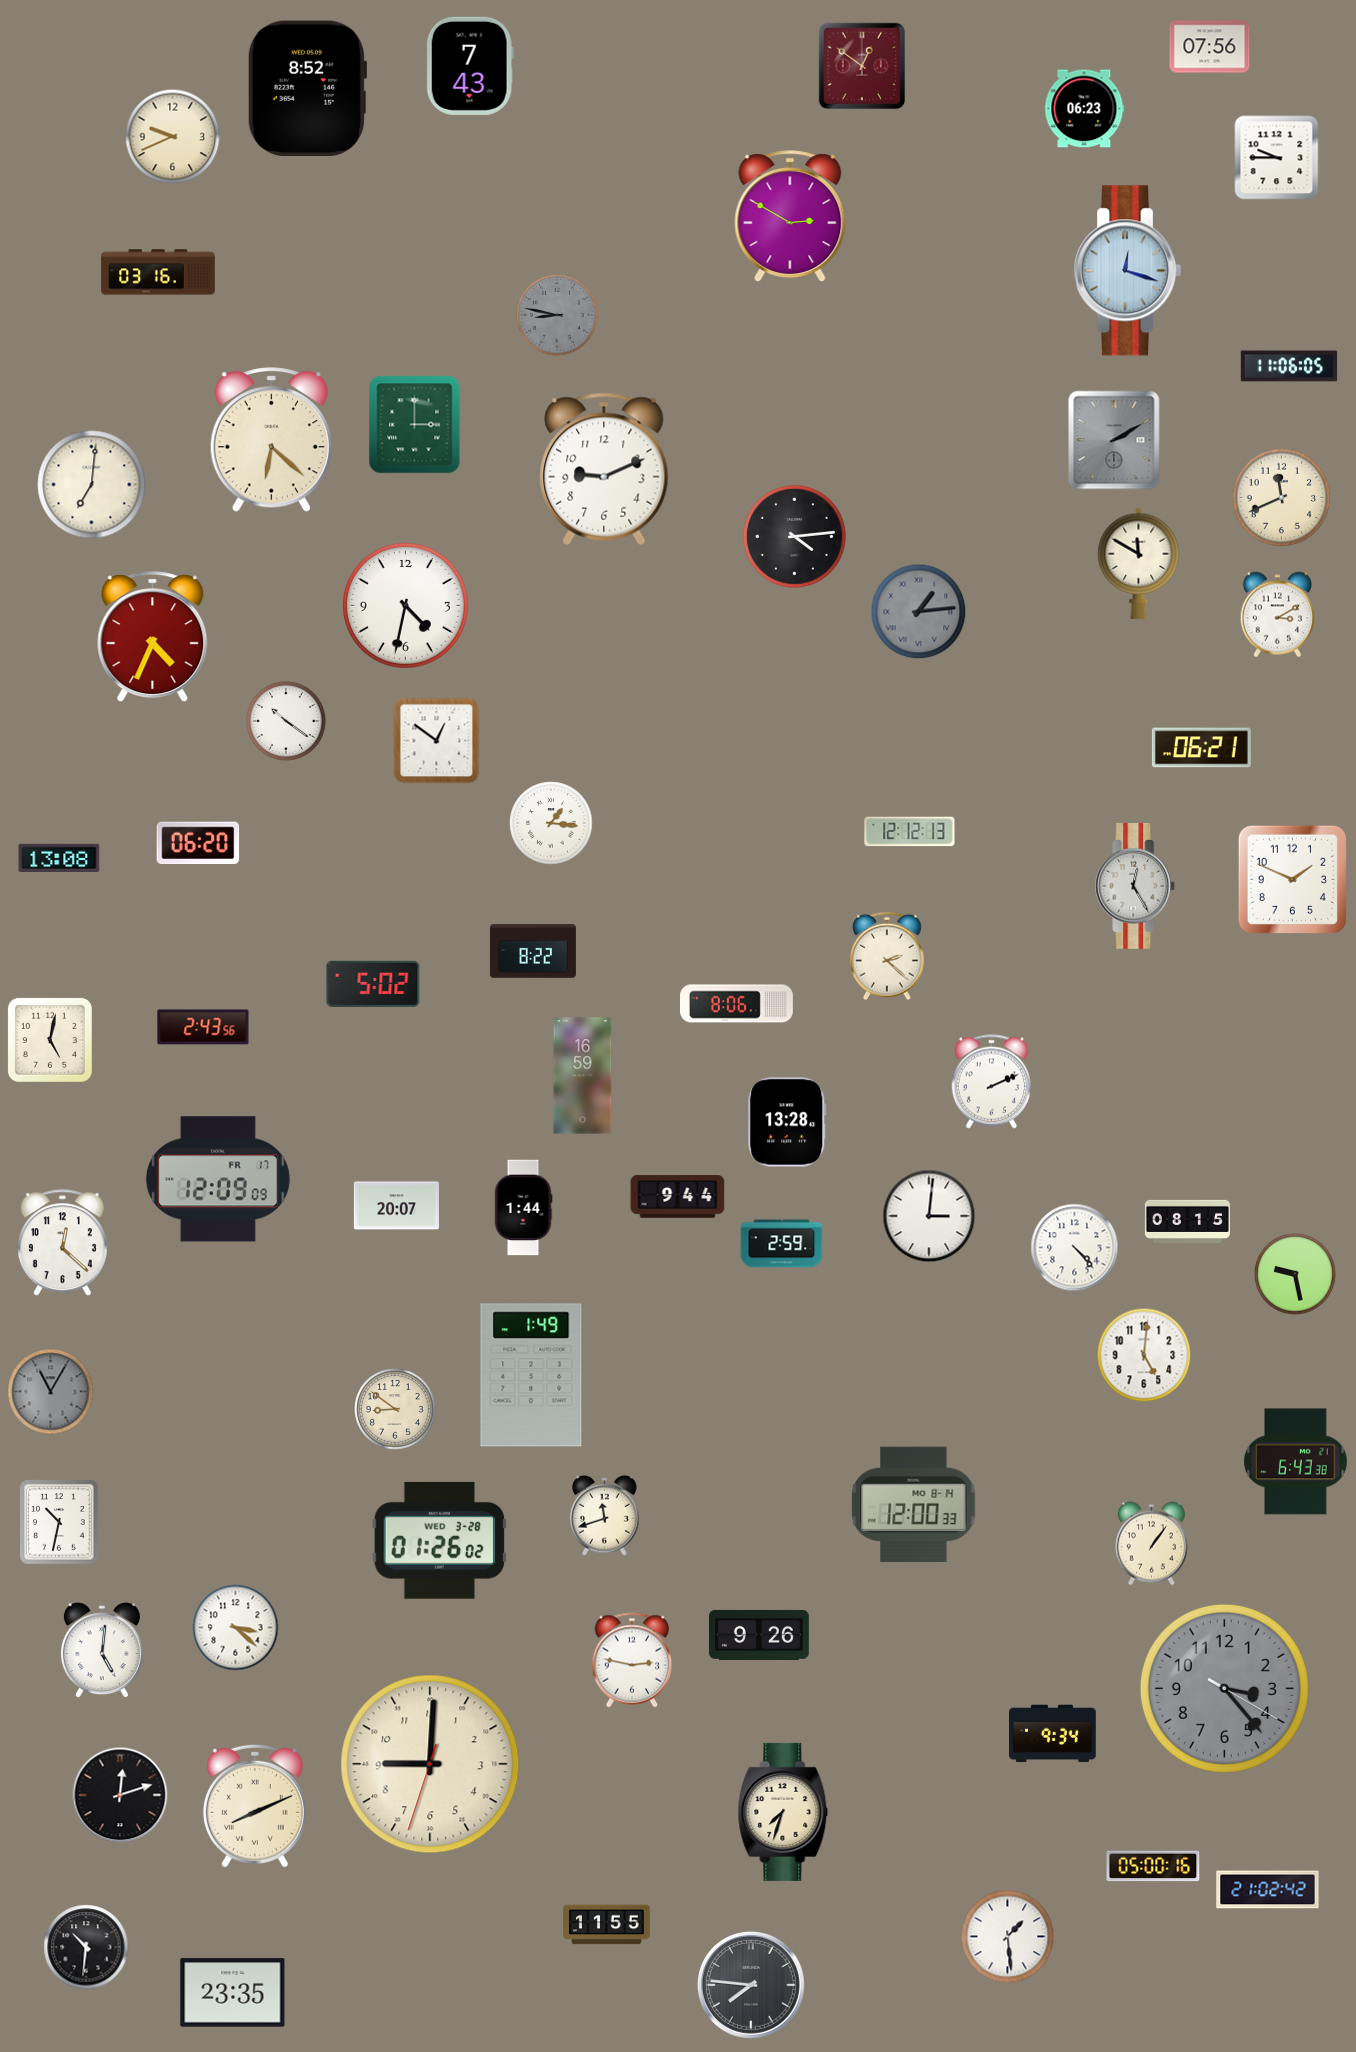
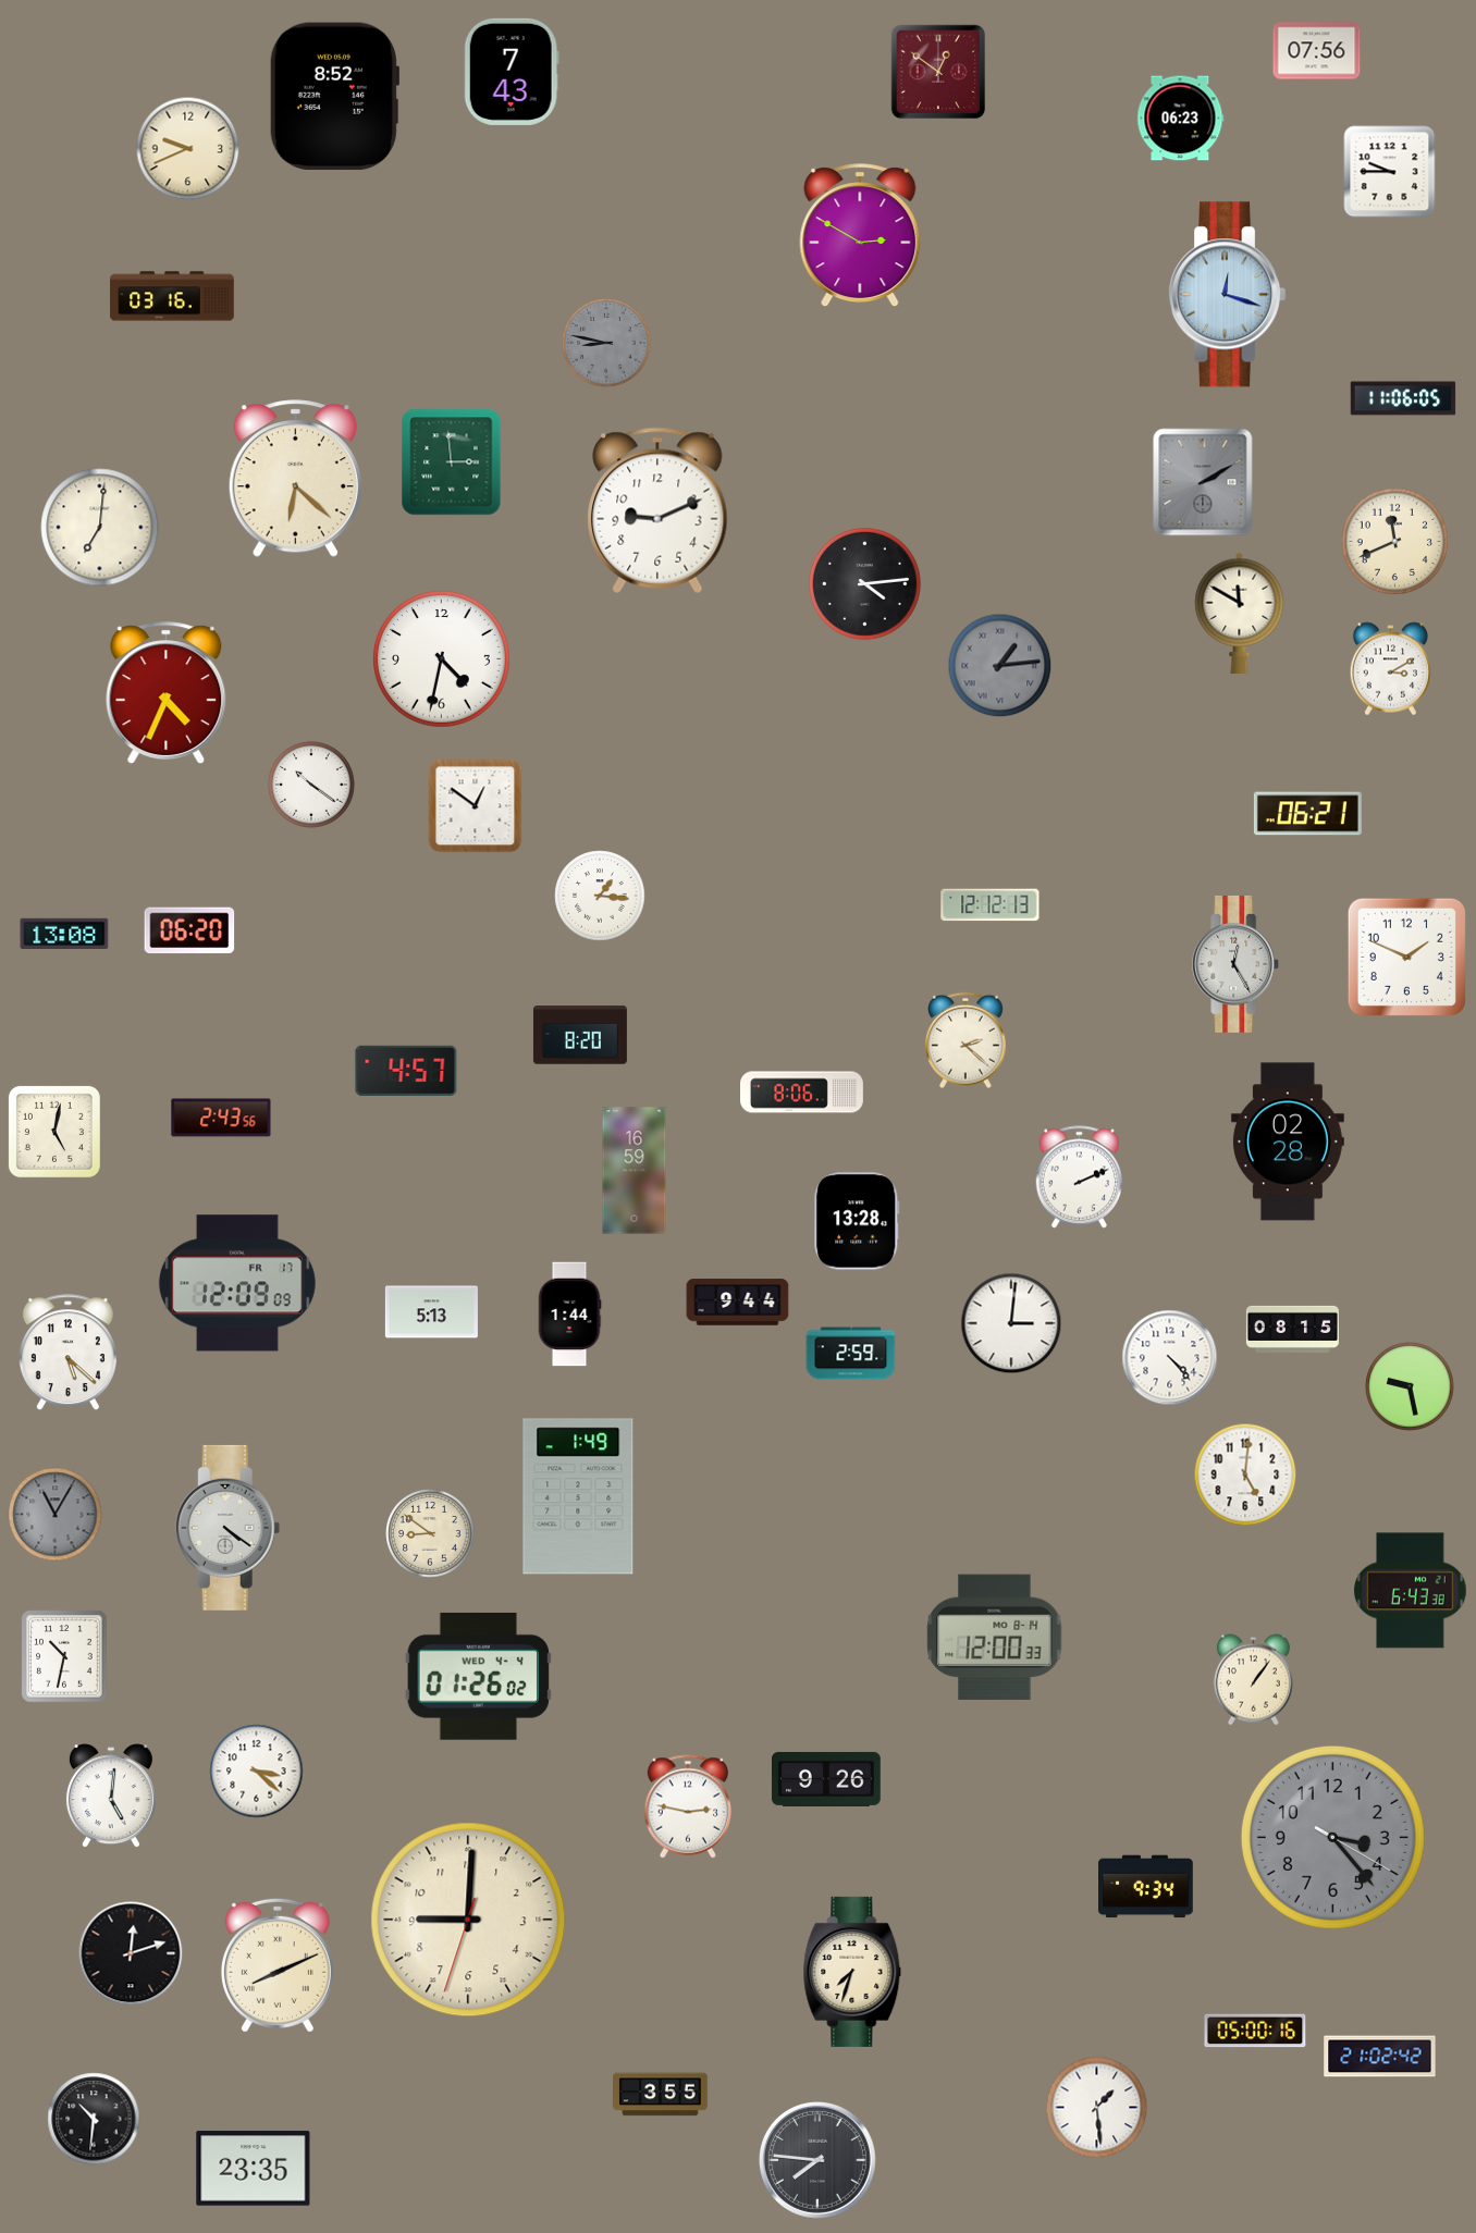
clock at (415, 425): 3:00 -> 2:59
clock at (1114, 440) position: (1114, 440) -> (1203, 482)
clock at (198, 843) position: (198, 843) -> (189, 930)
clock at (533, 951): 8:22 -> 8:20
clock at (373, 984): 5:02 -> 4:57
clock at (1288, 1142): none -> 02:28
clock at (396, 1206): 20:07 -> 5:13
clock at (62, 1243): 12:22 -> 5:22
clock at (227, 1528): none -> 4:21
clock at (605, 1515): 11:42 -> none
clock at (439, 1540) date: WED 3-28 -> WED 4-4
clock at (607, 1925): 11:55 -> 3:55
